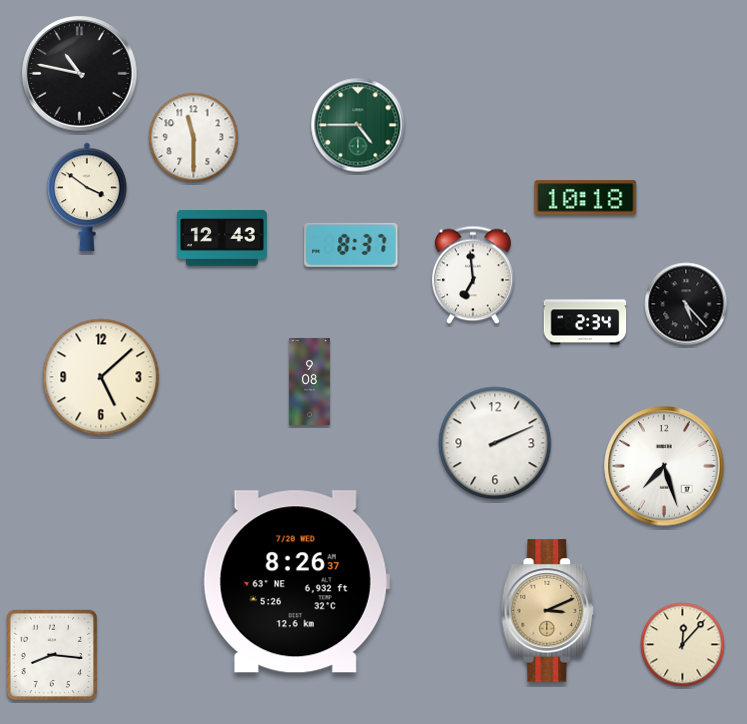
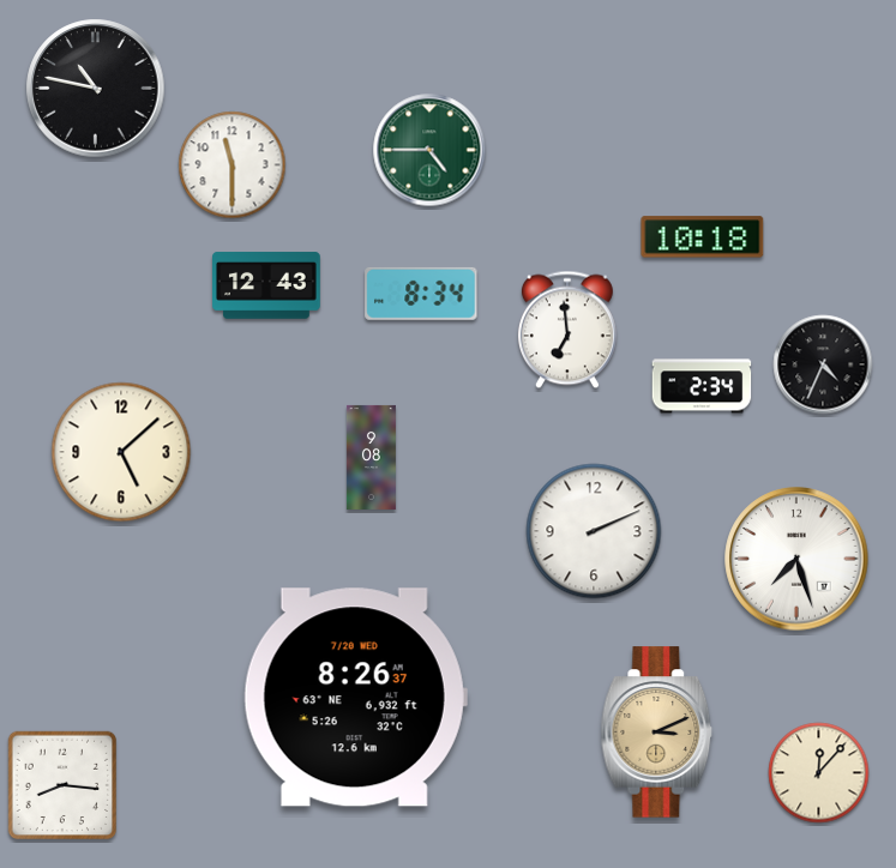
clock at (87, 197): 3:51 -> none
clock at (351, 245): 8:37 -> 8:34
clock at (686, 304): 5:23 -> 4:34
